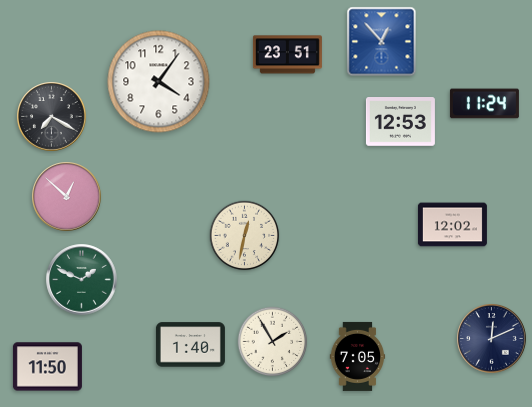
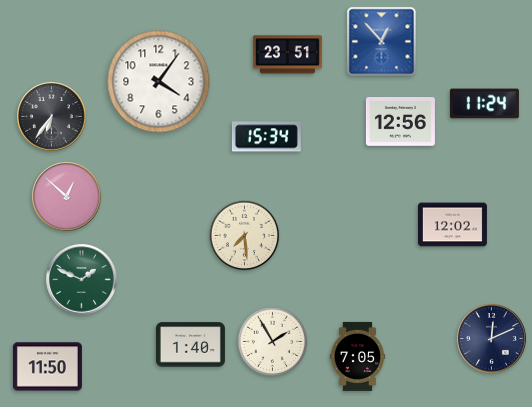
clock at (52, 117): 7:20 -> 6:36
clock at (400, 122): 12:53 -> 12:56
clock at (266, 137): none -> 15:34
clock at (245, 236): 12:32 -> 7:29
